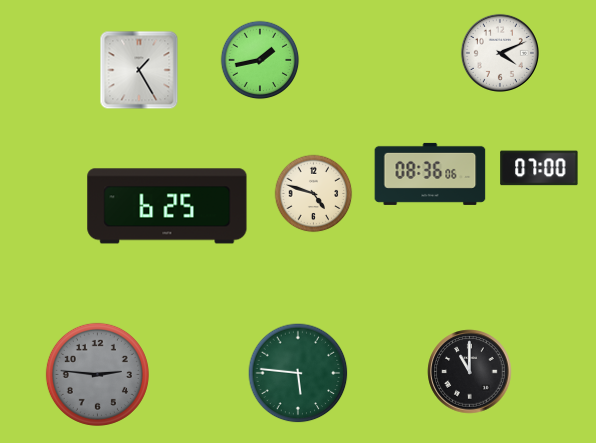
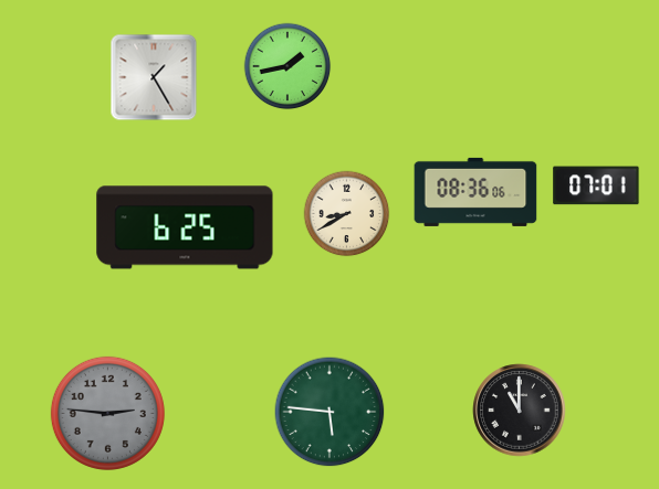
clock at (500, 53): 4:11 -> none
clock at (539, 168): 07:00 -> 07:01
clock at (314, 194): 4:48 -> 8:40
